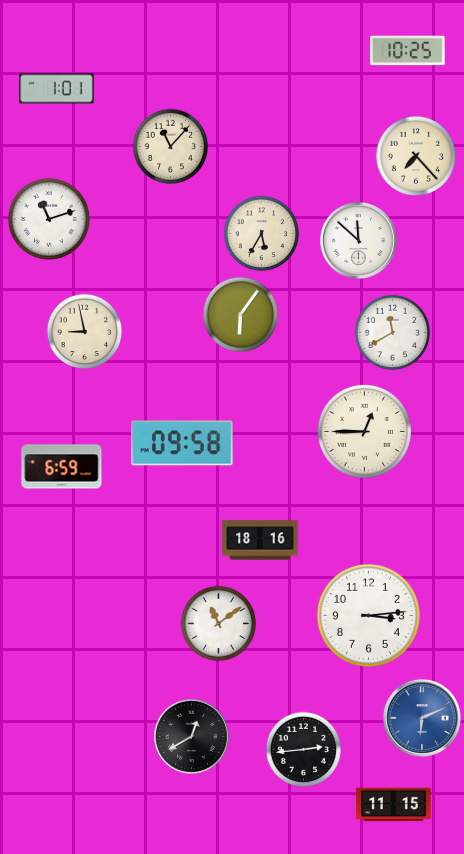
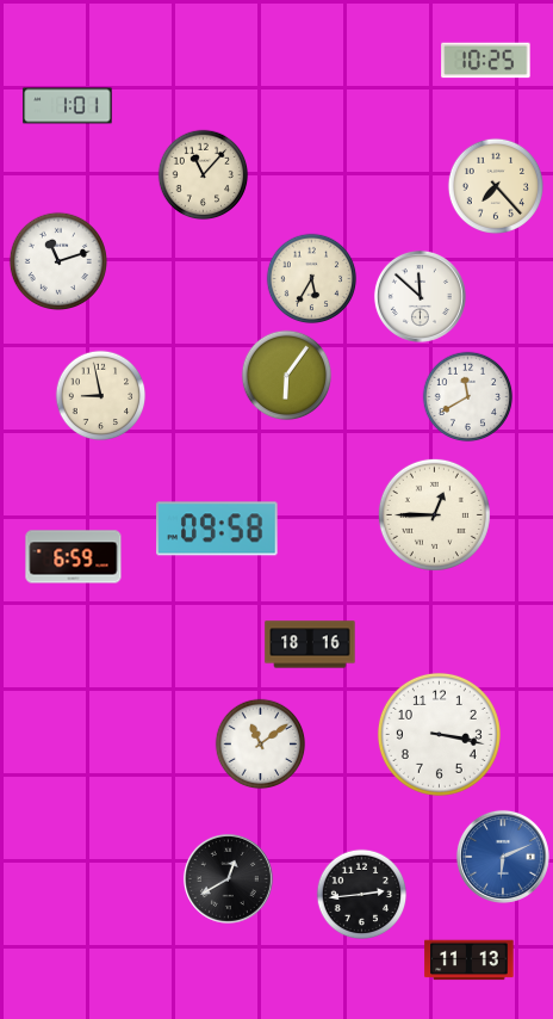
clock at (358, 240) position: (358, 240) -> (420, 296)
clock at (368, 615): 3:14 -> 3:17
clock at (394, 805): 11:15 -> 11:13
